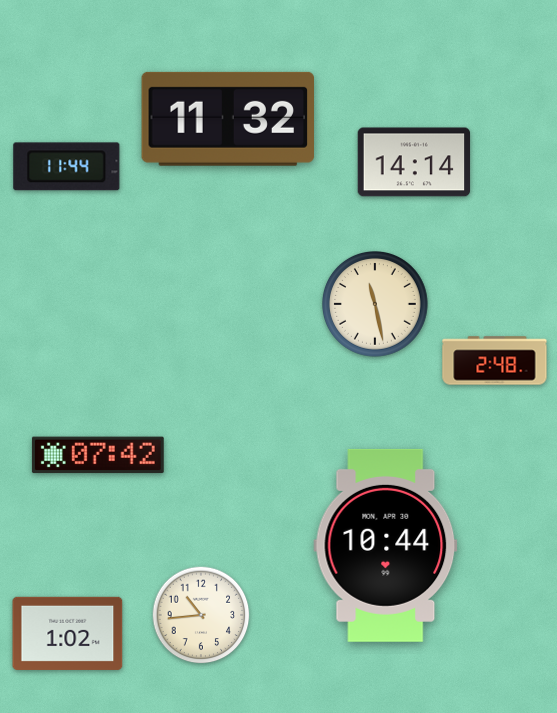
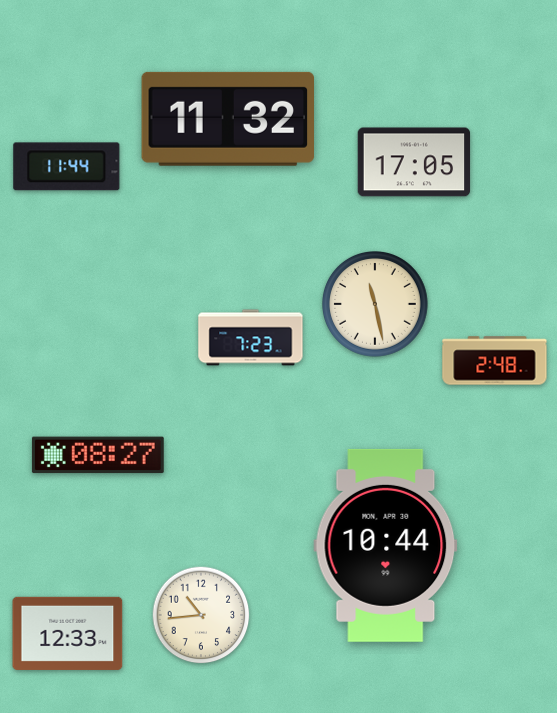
clock at (414, 162): 14:14 -> 17:05
clock at (251, 338): none -> 7:23
clock at (98, 455): 07:42 -> 08:27
clock at (68, 633): 1:02 -> 12:33
